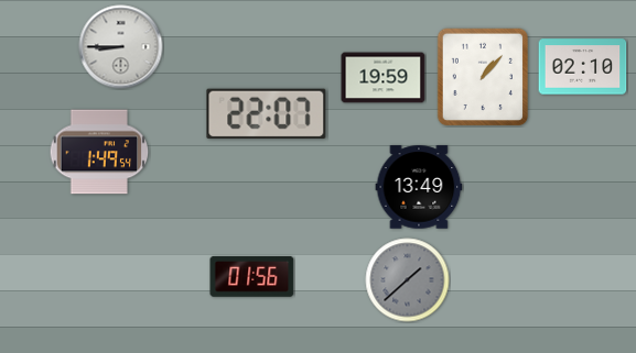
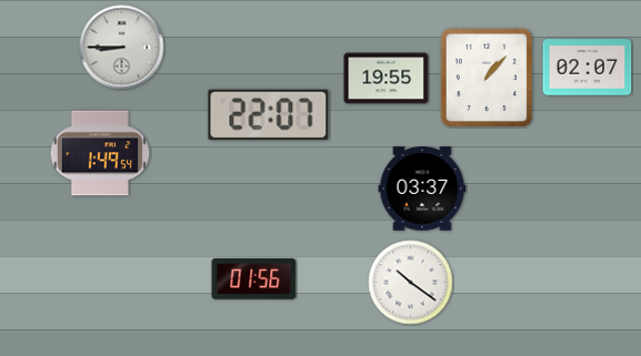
clock at (583, 67): 02:10 -> 02:07
clock at (384, 78): 19:59 -> 19:55
clock at (419, 187): 13:49 -> 03:37
clock at (408, 280): 1:38 -> 10:21
clock at (408, 280) dial: grey -> white
